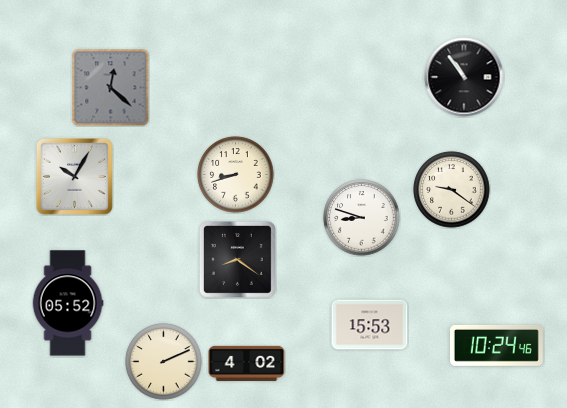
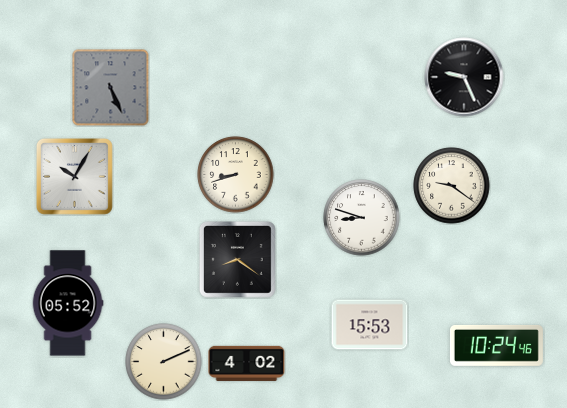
clock at (464, 77): 10:54 -> 9:26
clock at (111, 88): 12:22 -> 5:26
clock at (452, 190) position: (452, 190) -> (452, 186)
